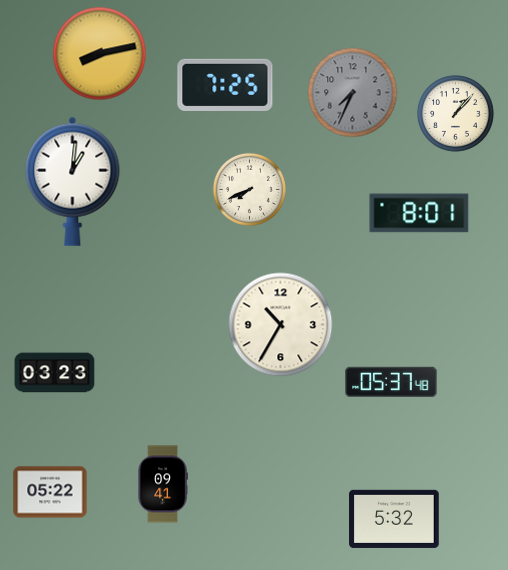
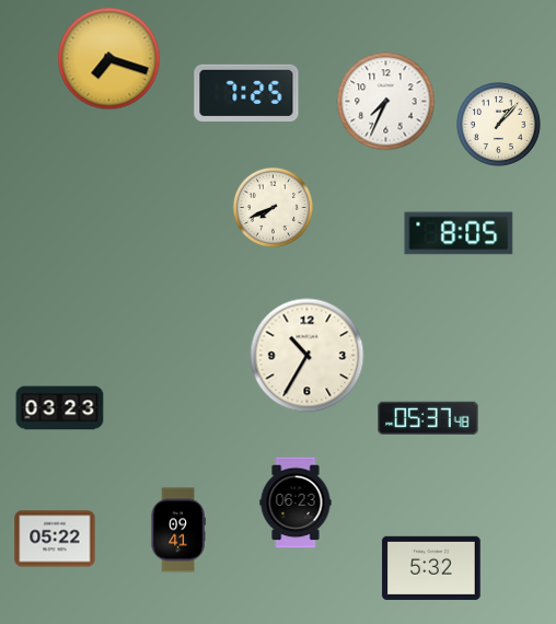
clock at (100, 54): 8:13 -> 7:18
clock at (353, 93) dial: grey -> white
clock at (73, 181): 1:01 -> none
clock at (419, 213): 8:01 -> 8:05
clock at (296, 502): none -> 06:23
